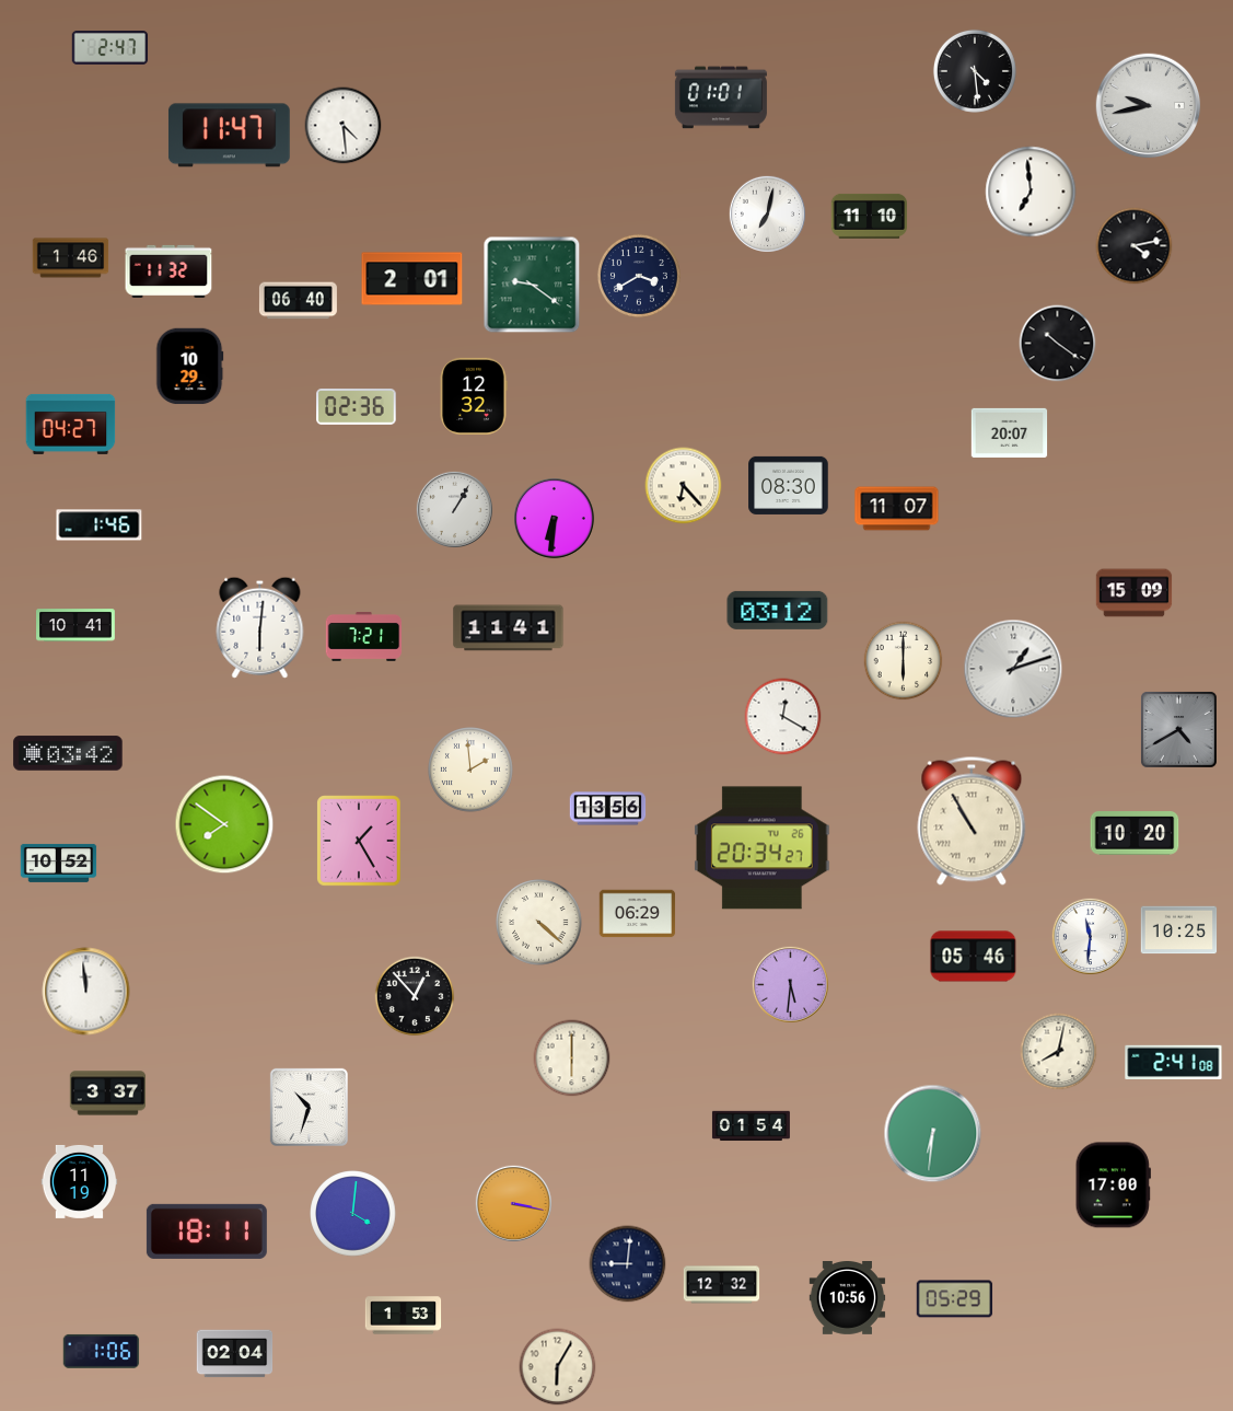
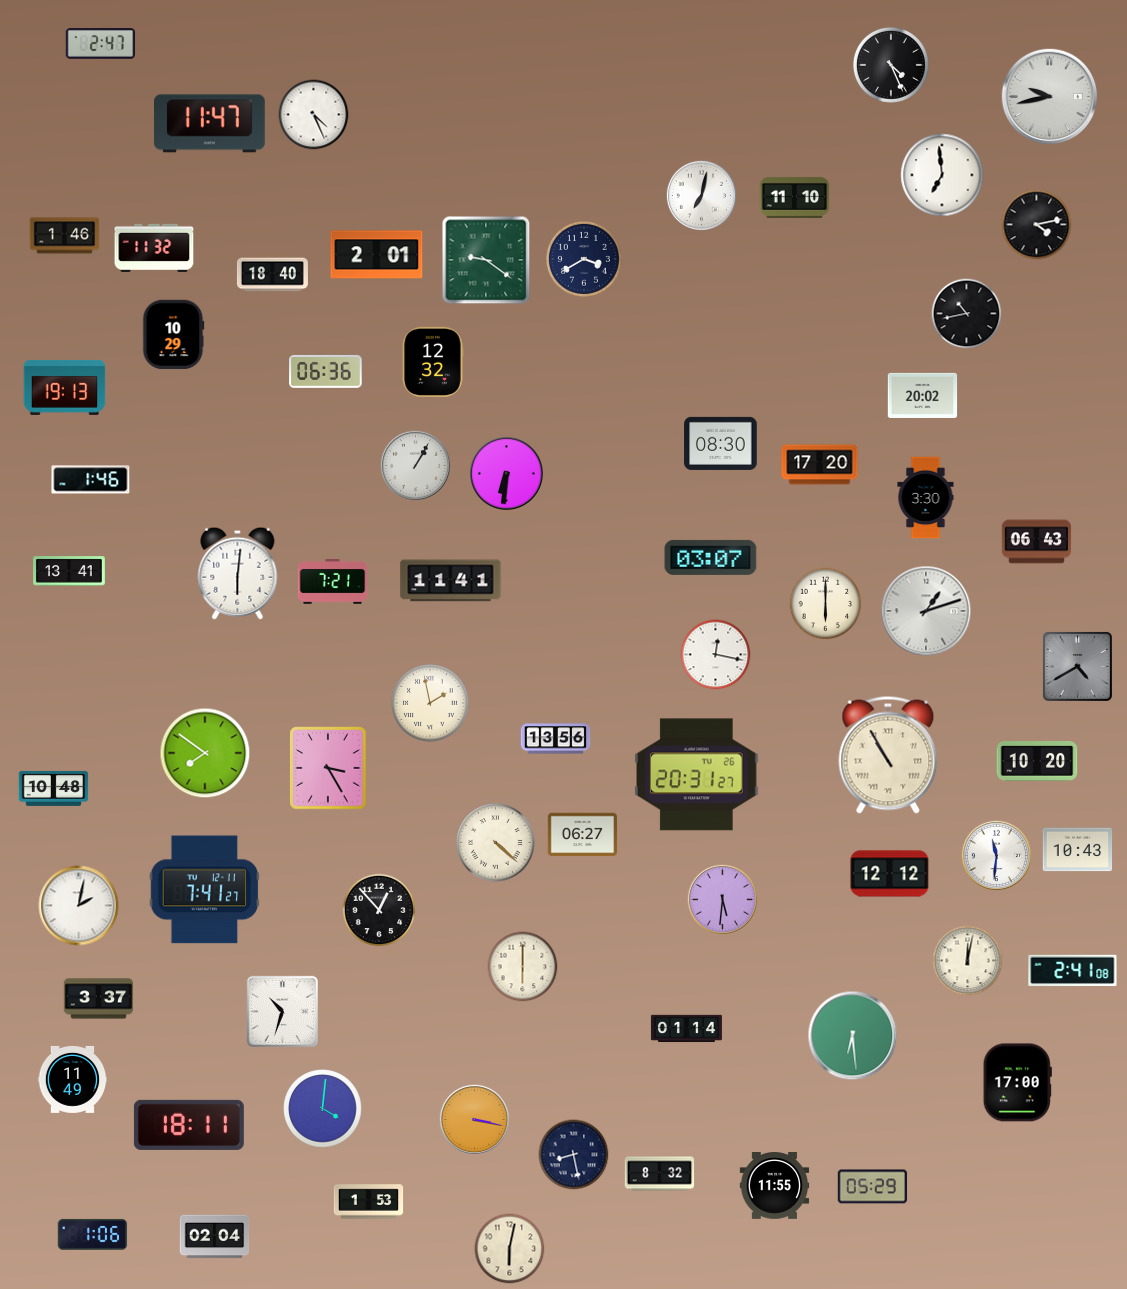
clock at (975, 71): 4:29 -> 4:26
clock at (721, 97): 01:01 -> none
clock at (344, 126): 4:29 -> 4:26
clock at (639, 276) position: (639, 276) -> (584, 259)
clock at (298, 301): 06:40 -> 18:40
clock at (1058, 344): 10:21 -> 10:43
clock at (357, 406): 02:36 -> 06:36
clock at (71, 424): 04:27 -> 19:13
clock at (1010, 432): 20:07 -> 20:02
clock at (684, 486): 6:23 -> none
clock at (897, 509): 11:07 -> 17:20
clock at (926, 498): none -> 3:30
clock at (1135, 593): 15:09 -> 06:43
clock at (778, 610): 03:12 -> 03:07
clock at (77, 625): 10:41 -> 13:41
clock at (509, 628) position: (509, 628) -> (451, 581)
clock at (783, 717): 12:20 -> 12:17
clock at (68, 753): 03:42 -> none
clock at (472, 771): 1:59 -> 1:58
clock at (972, 821) position: (972, 821) -> (888, 755)
clock at (359, 841): 1:25 -> 3:25
clock at (763, 848): 20:34 -> 20:31
clock at (59, 863): 10:52 -> 10:48
clock at (638, 914): 06:29 -> 06:27
clock at (539, 923) position: (539, 923) -> (496, 843)
clock at (1179, 930): 10:25 -> 10:43
clock at (974, 957): 05:46 -> 12:12
clock at (205, 890): none -> 7:41
clock at (86, 992): 11:59 -> 2:02
clock at (1059, 1052): 8:02 -> 12:02
clock at (751, 1126): 01:54 -> 01:14
clock at (933, 1134): 6:31 -> 6:29
clock at (80, 1181): 11:19 -> 11:49
clock at (513, 1203) position: (513, 1203) -> (474, 1119)
clock at (628, 1264): 9:01 -> 8:28
clock at (722, 1285): 12:32 -> 8:32
clock at (848, 1298): 10:56 -> 11:55
clock at (558, 1367): 6:05 -> 6:02
